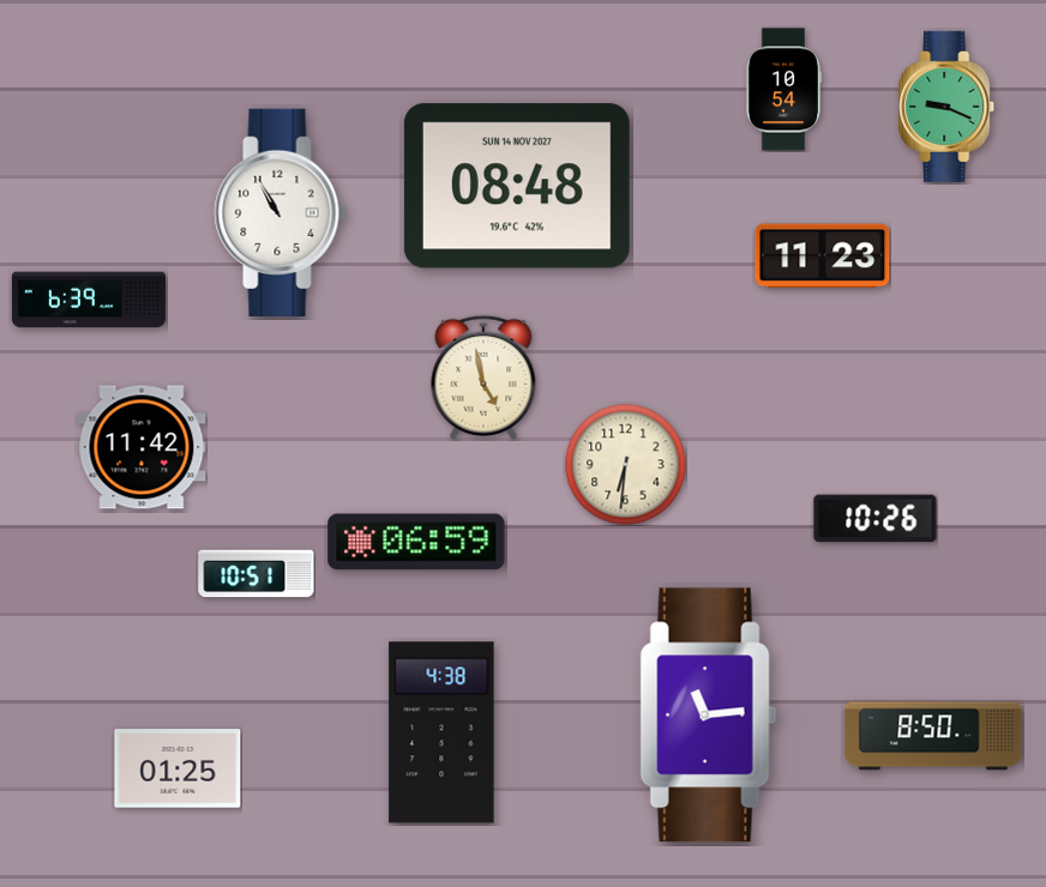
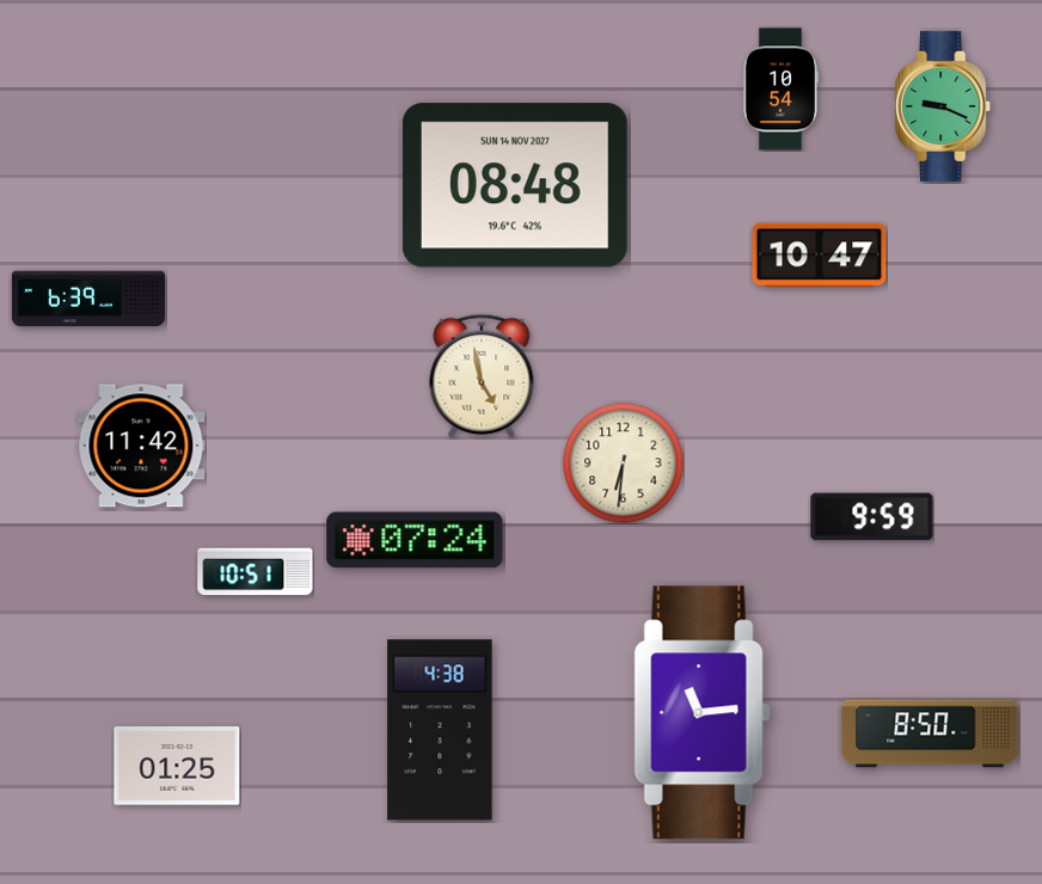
clock at (281, 212): 10:55 -> none
clock at (823, 257): 11:23 -> 10:47
clock at (876, 519): 10:26 -> 9:59
clock at (416, 542): 06:59 -> 07:24
clock at (709, 716) position: (709, 716) -> (703, 713)
